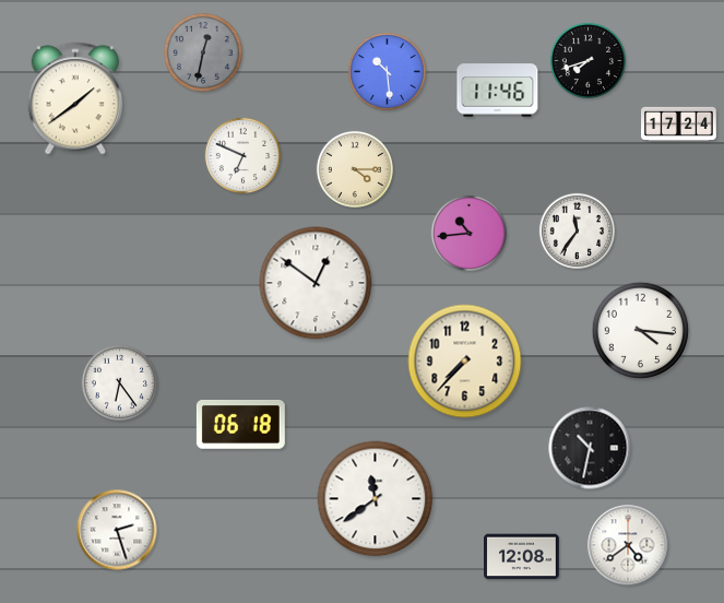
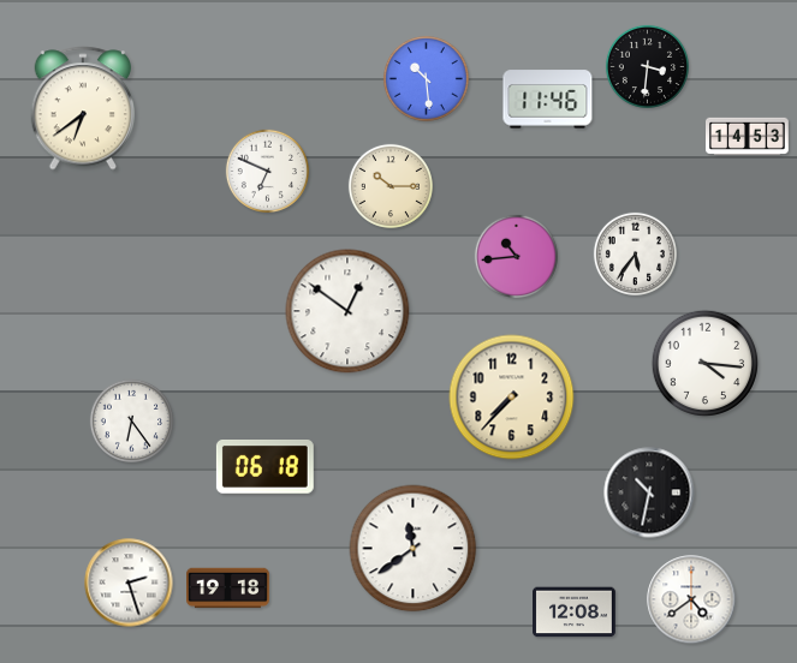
clock at (204, 54): 12:32 -> none
clock at (587, 60): 7:42 -> 3:31
clock at (75, 98): 1:39 -> 6:39
clock at (679, 123): 17:24 -> 14:53
clock at (355, 169): 4:15 -> 10:15
clock at (577, 230): 11:36 -> 5:36
clock at (228, 589): none -> 19:18
